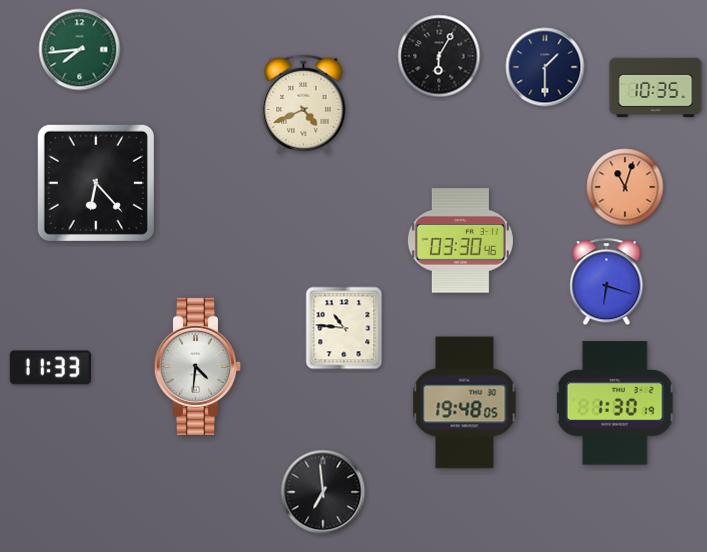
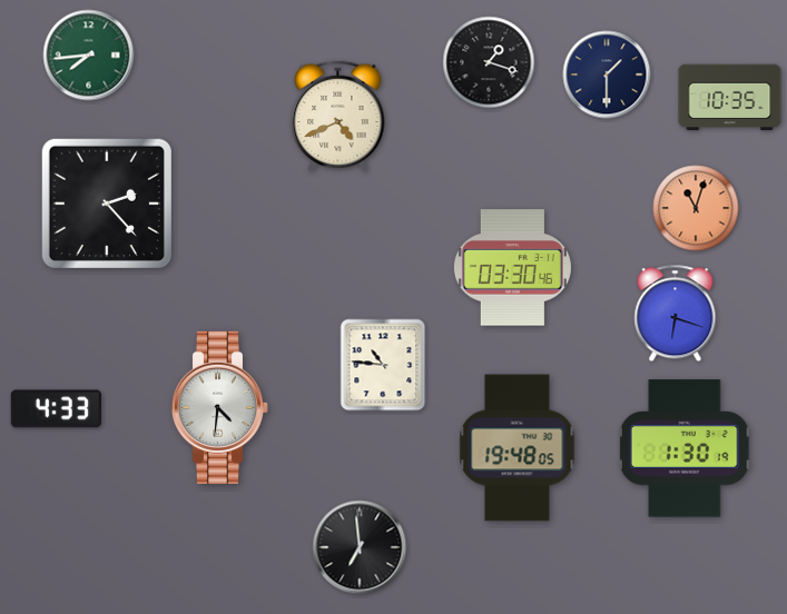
clock at (439, 56): 6:05 -> 1:18
clock at (96, 183): 6:23 -> 2:23
clock at (50, 368): 11:33 -> 4:33
